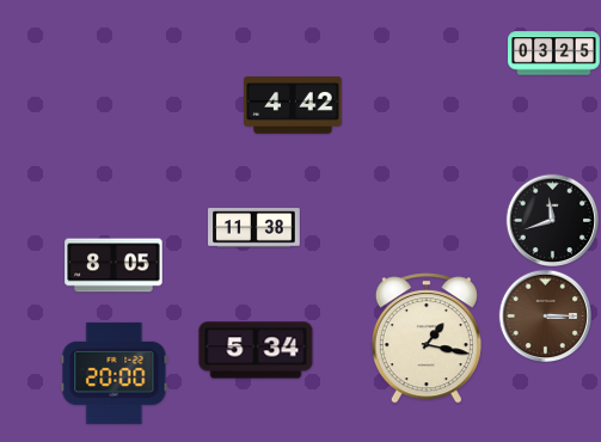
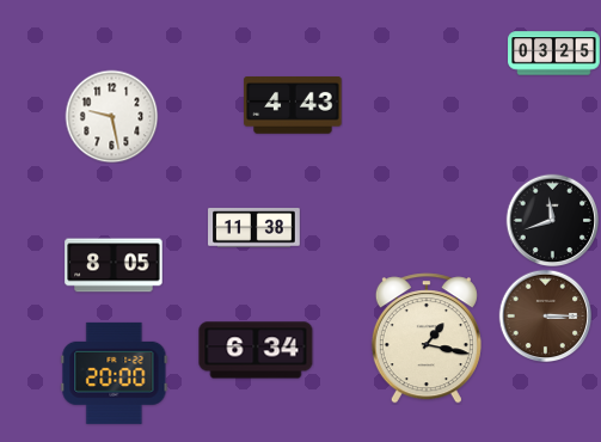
clock at (293, 106): 4:42 -> 4:43
clock at (111, 116): none -> 9:28
clock at (256, 350): 5:34 -> 6:34
